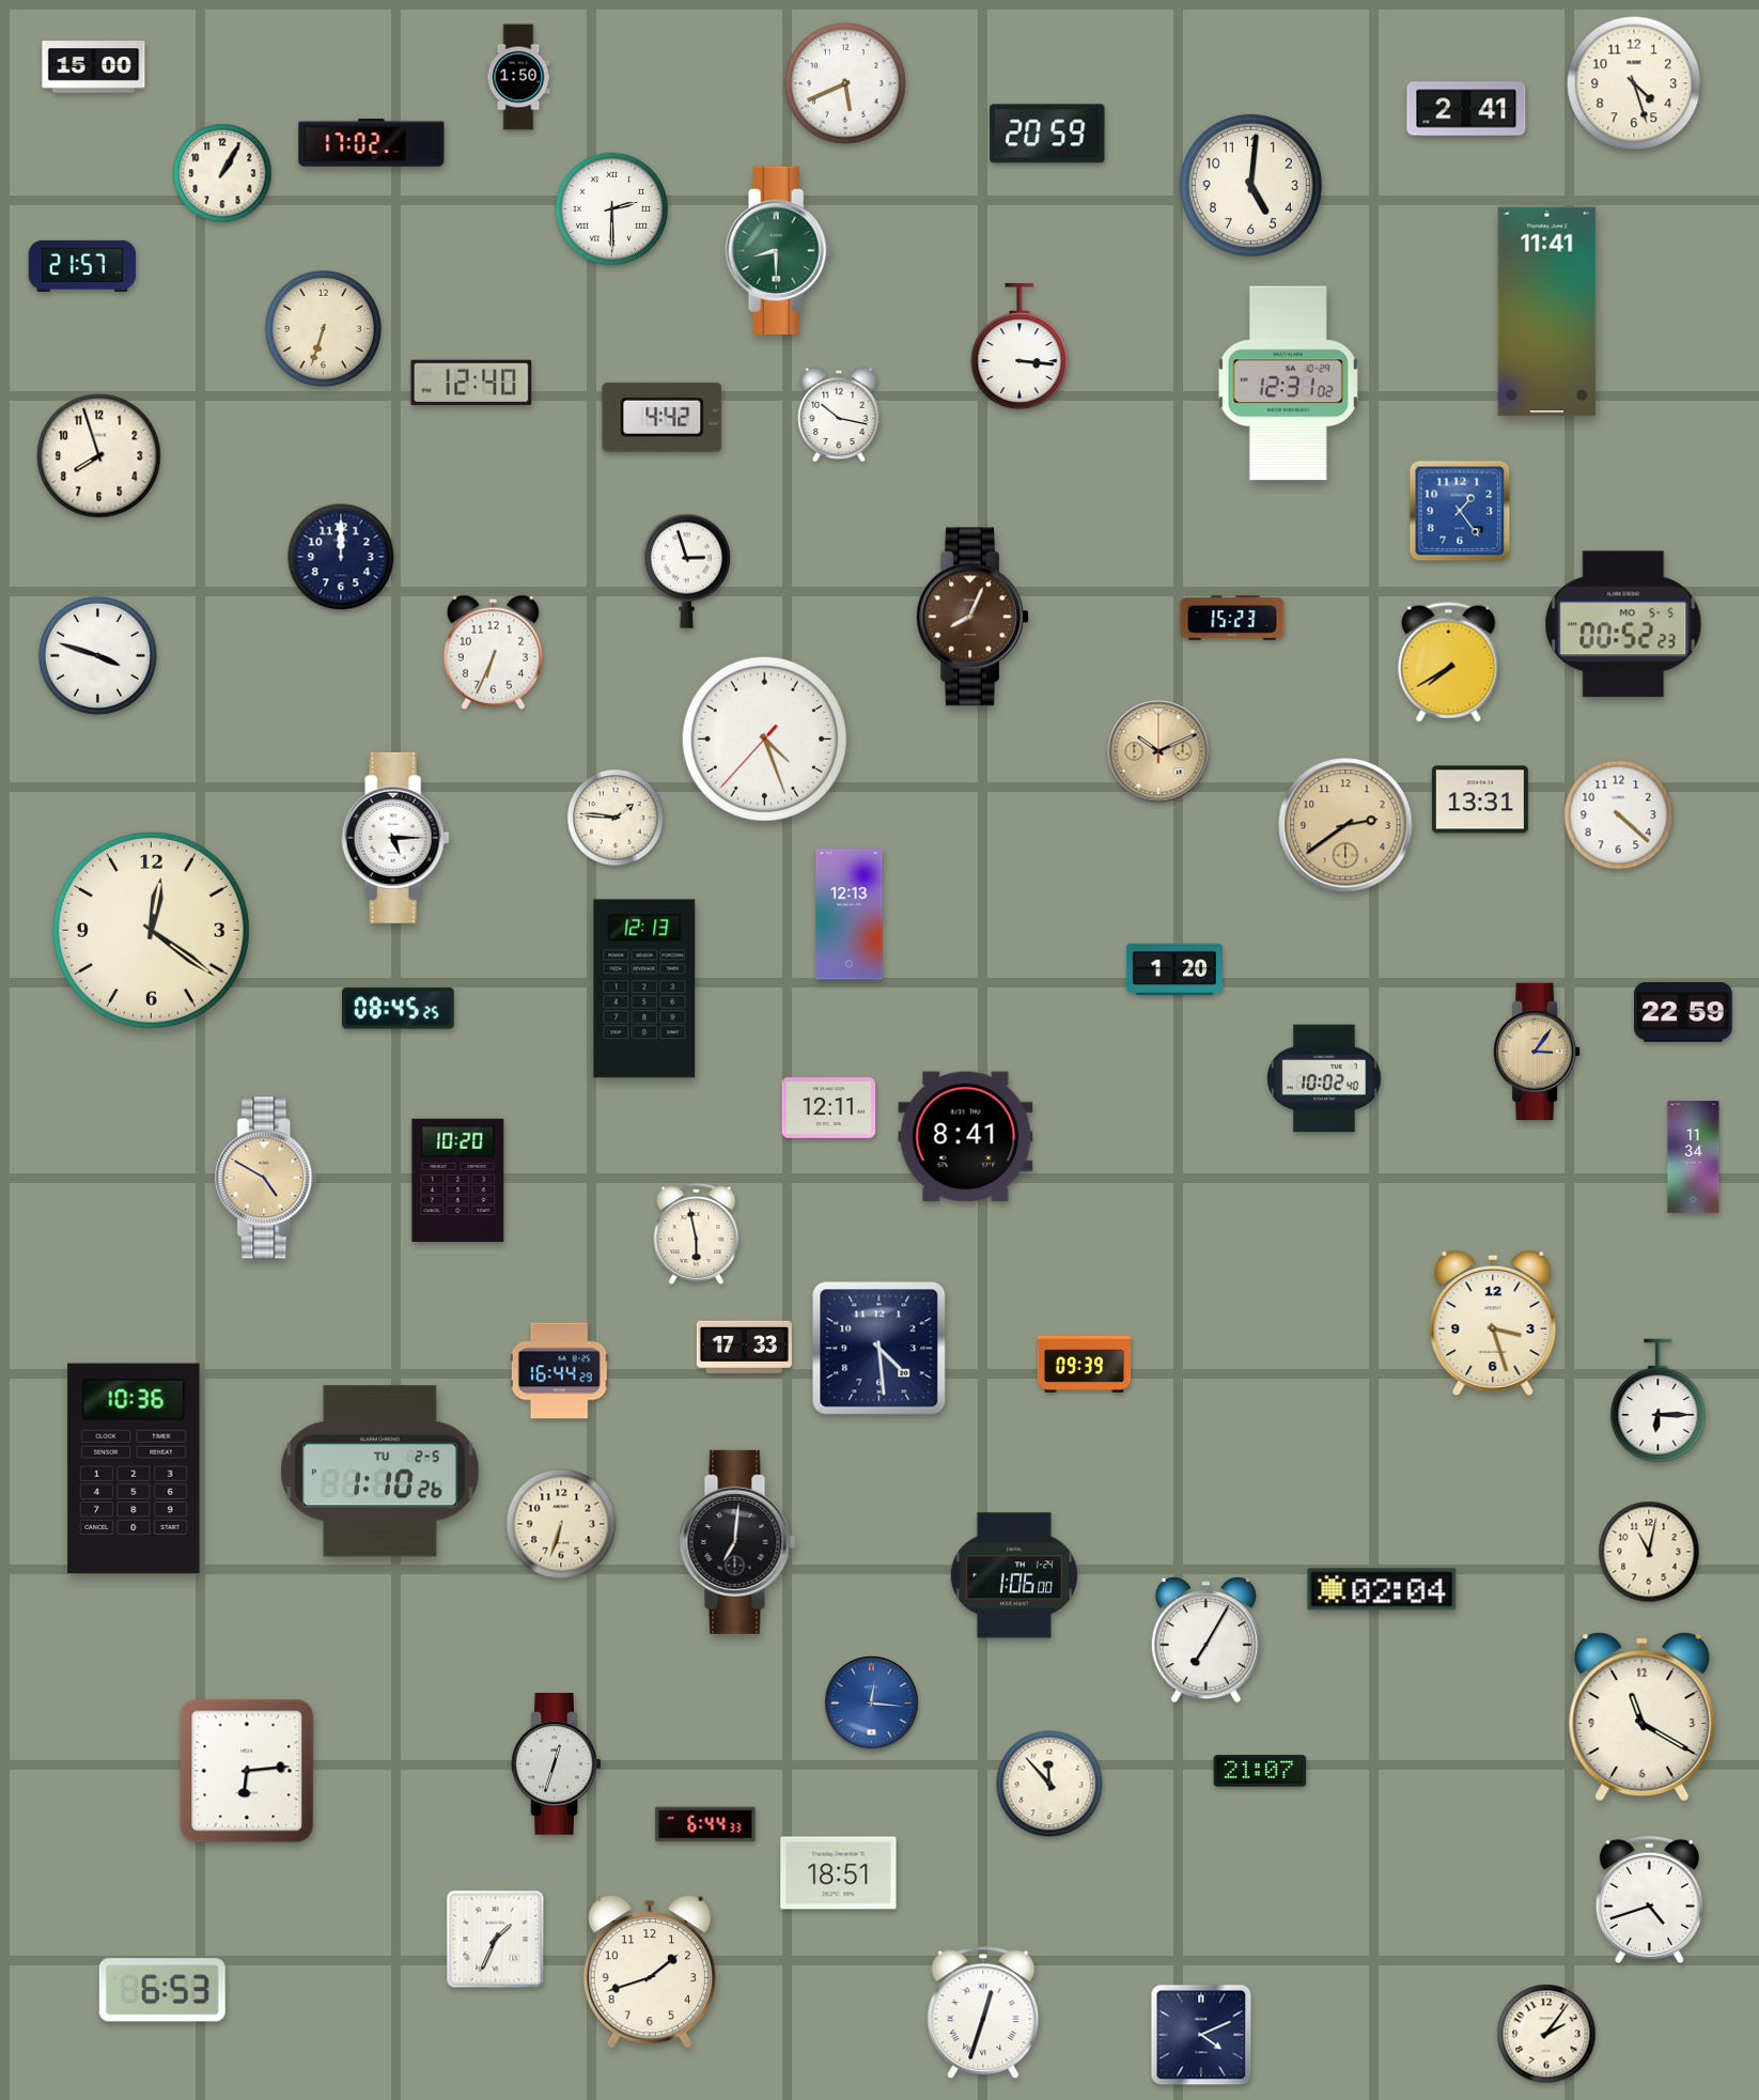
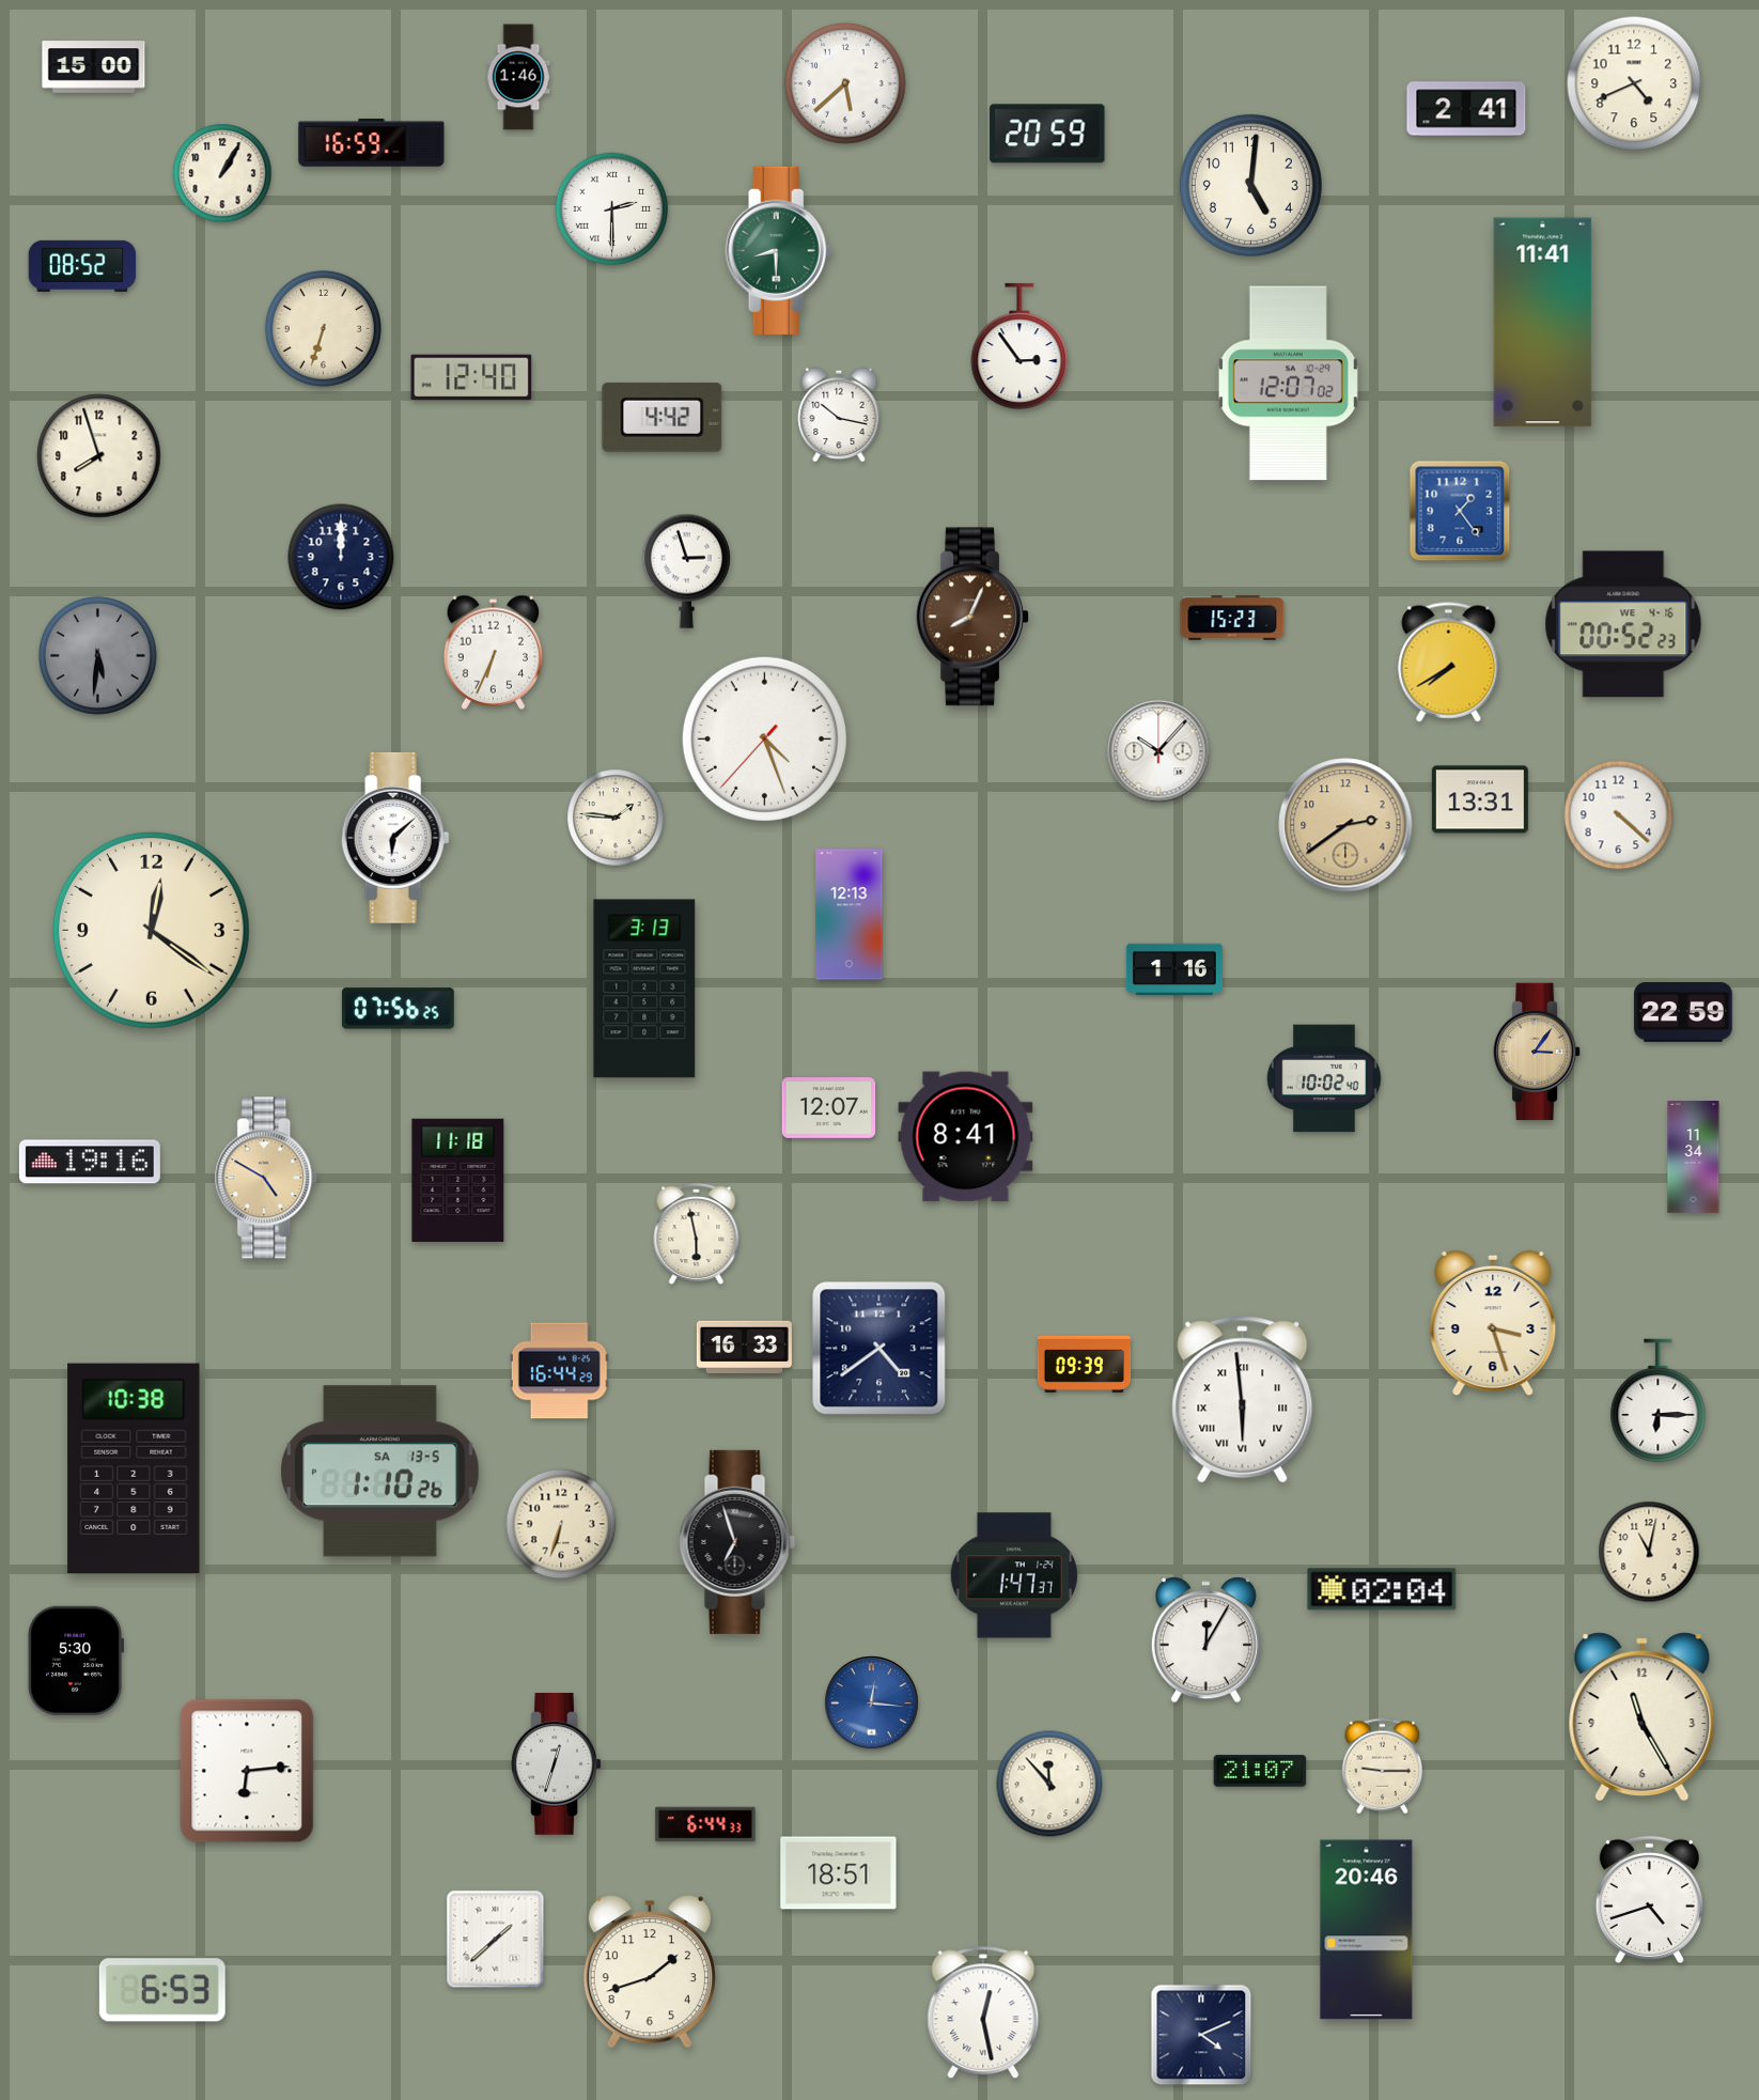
clock at (518, 77): 1:50 -> 1:46
clock at (845, 83): 5:41 -> 5:38
clock at (1634, 83): 4:27 -> 4:41
clock at (372, 143): 17:02 -> 16:59
clock at (82, 266): 21:57 -> 08:52
clock at (1547, 312) position: (1547, 312) -> (1543, 323)
clock at (1019, 346): 3:16 -> 2:54
clock at (471, 383) position: (471, 383) -> (471, 377)
clock at (1288, 384): 12:31 -> 12:07
clock at (1623, 624) date: MO 5-5 -> WE 4-16
clock at (97, 655): 3:48 -> 5:31
clock at (97, 655) dial: white -> grey
clock at (1158, 751): 10:11 -> 10:07
clock at (1158, 751) dial: champagne -> white
clock at (395, 838): 5:15 -> 6:08
clock at (1174, 969): 1:20 -> 1:16
clock at (644, 989): 12:13 -> 3:13
clock at (398, 1009): 08:45 -> 07:56
clock at (829, 1108): 12:11 -> 12:07
clock at (90, 1162): none -> 19:16
clock at (458, 1180): 10:20 -> 11:18
clock at (744, 1347): 17:33 -> 16:33
clock at (879, 1349): 4:29 -> 4:39
clock at (1243, 1400): none -> 5:59
clock at (134, 1468): 10:36 -> 10:38
clock at (380, 1472) date: TU 2-5 -> SA 13-5
clock at (737, 1542): 7:01 -> 6:57
clock at (1014, 1575): 1:06 -> 1:47
clock at (1205, 1640): 7:05 -> 12:05
clock at (76, 1661): none -> 5:30
clock at (1643, 1716): 11:20 -> 11:25
clock at (1383, 1767): none -> 9:15
clock at (1367, 1930): none -> 20:46
clock at (496, 1940): 1:34 -> 1:38
clock at (983, 2012): 12:33 -> 12:28
clock at (1546, 2034): 2:06 -> none
